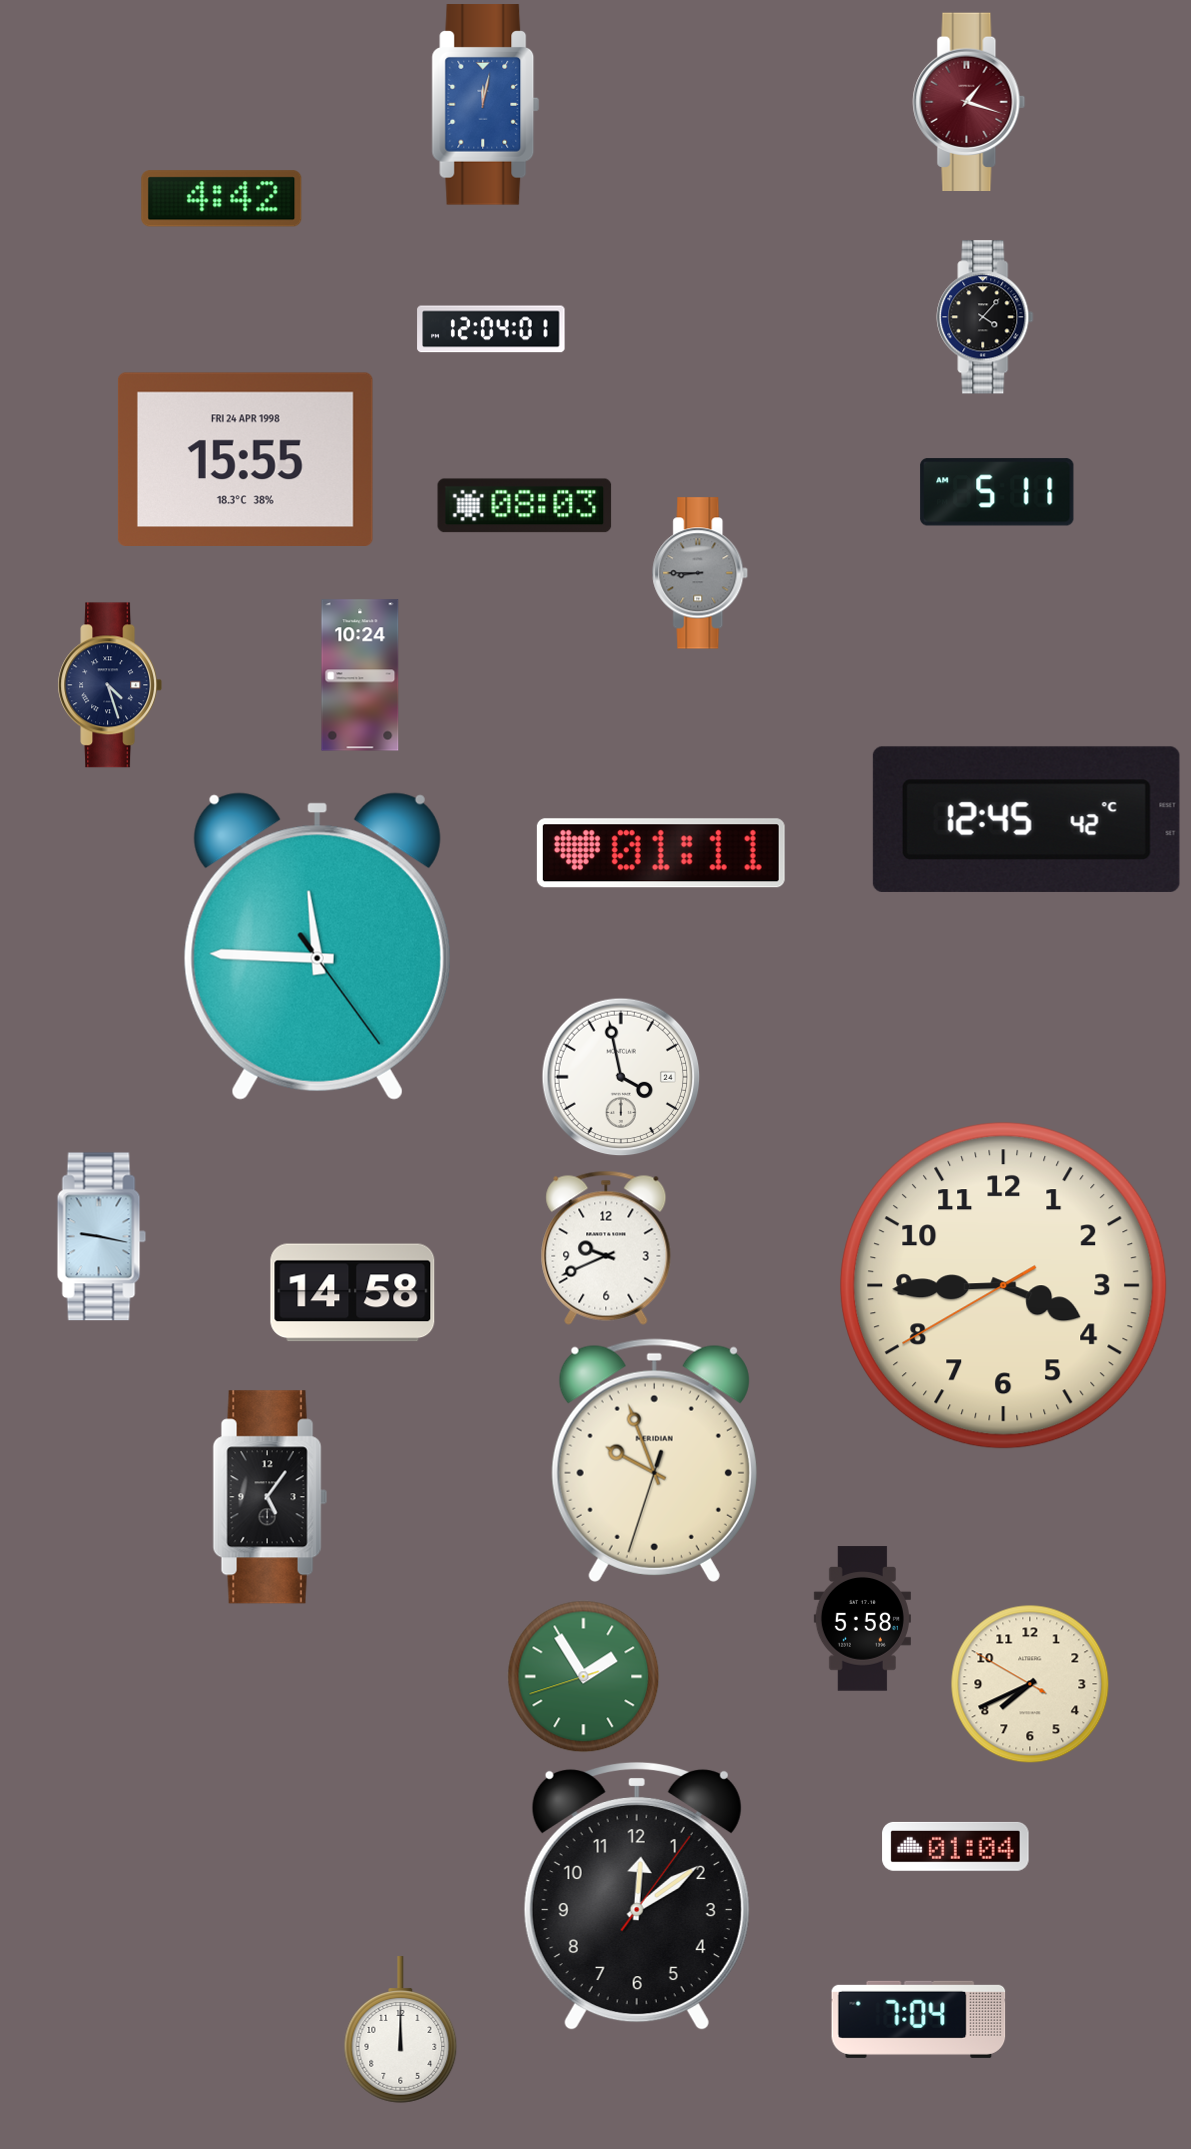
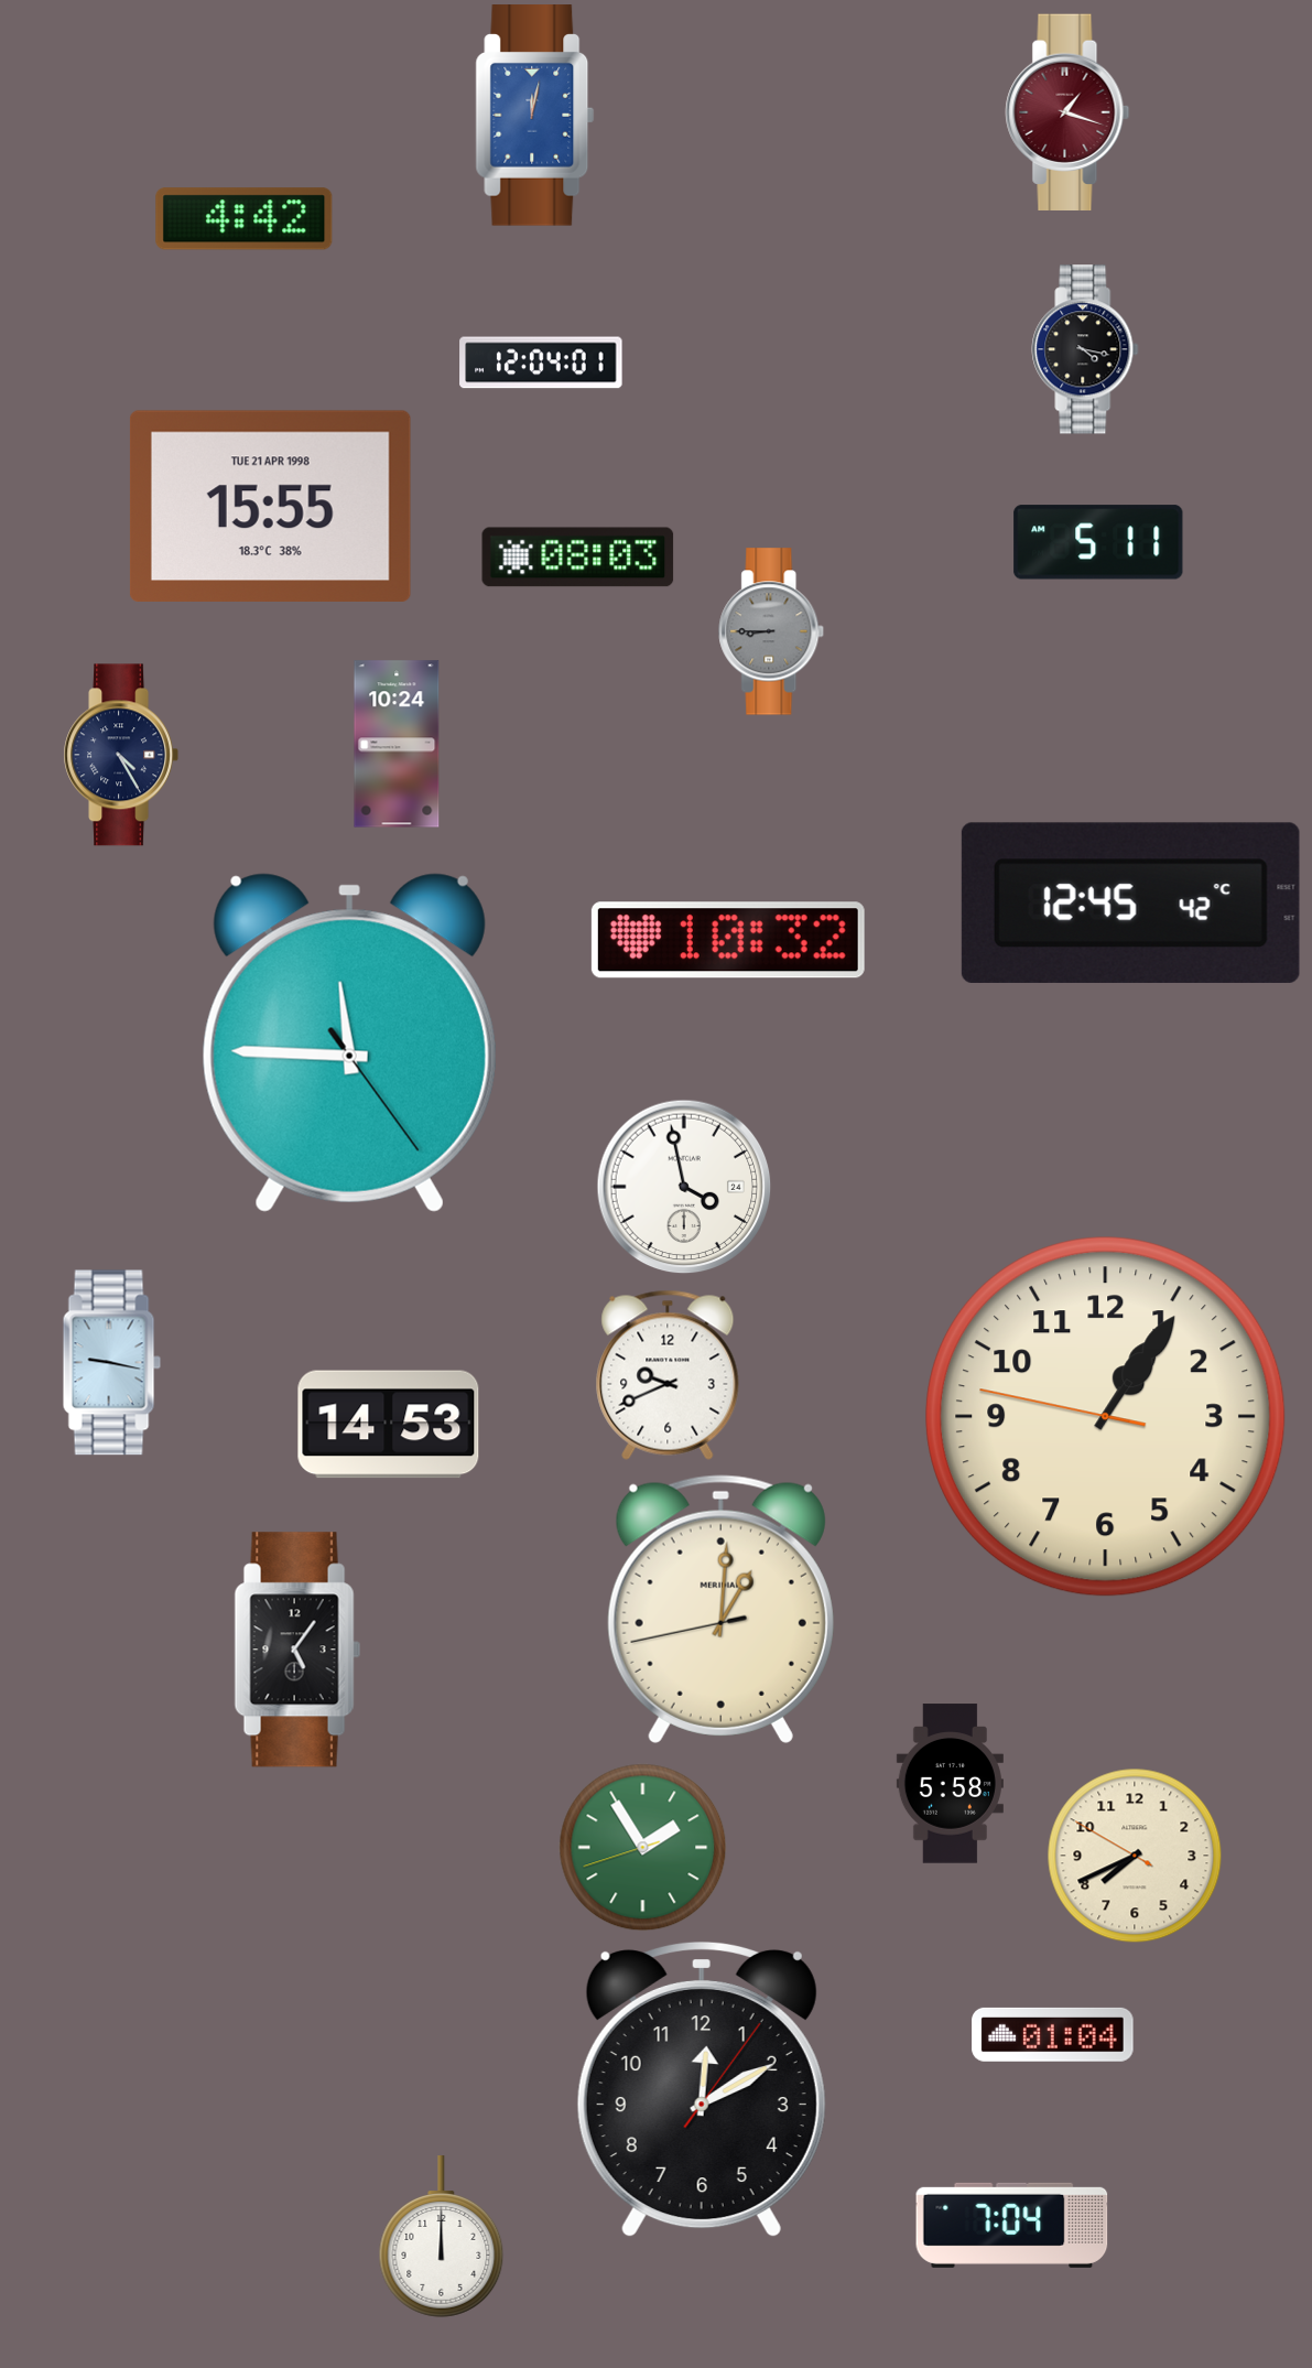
clock at (985, 317): 4:07 -> 4:17
clock at (245, 459) date: FRI 24 APR 1998 -> TUE 21 APR 1998
clock at (110, 685): 4:27 -> 4:25
clock at (661, 853): 01:11 -> 10:32
clock at (1004, 1286): 3:44 -> 1:05
clock at (353, 1293): 14:58 -> 14:53
clock at (654, 1460): 9:56 -> 1:00
clock at (637, 1896): 12:09 -> 12:10
